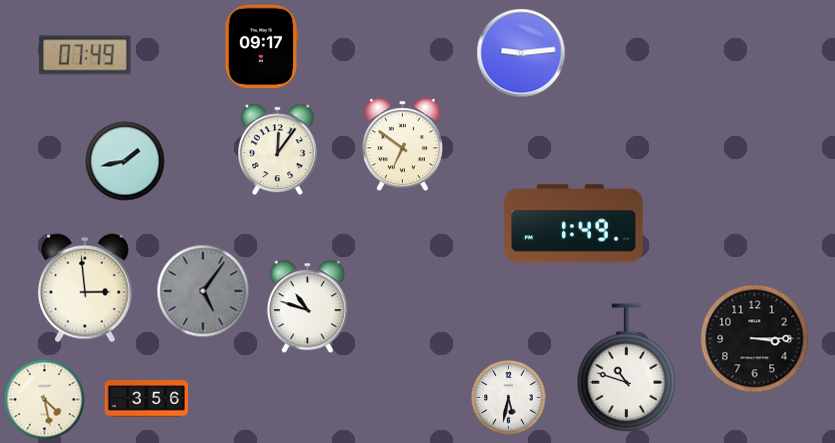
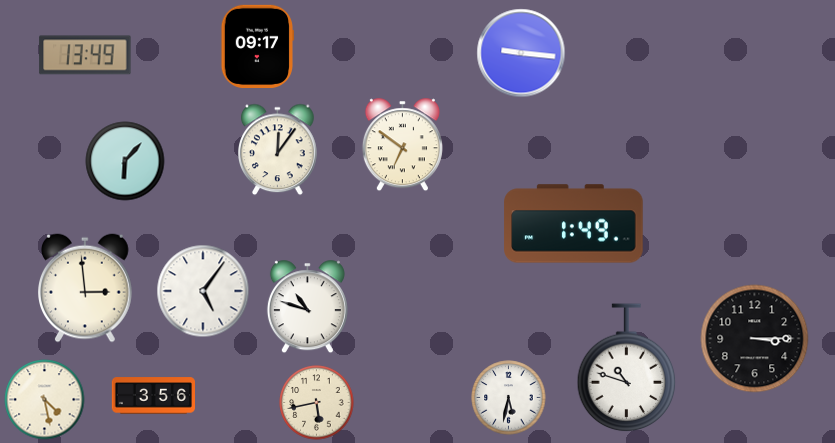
clock at (261, 46) position: (261, 46) -> (257, 46)
clock at (521, 53): 9:14 -> 9:16
clock at (85, 55): 07:49 -> 13:49
clock at (125, 161): 1:43 -> 6:07
clock at (203, 291) dial: grey -> white
clock at (146, 399) position: (146, 399) -> (153, 396)
clock at (317, 403): none -> 5:43
